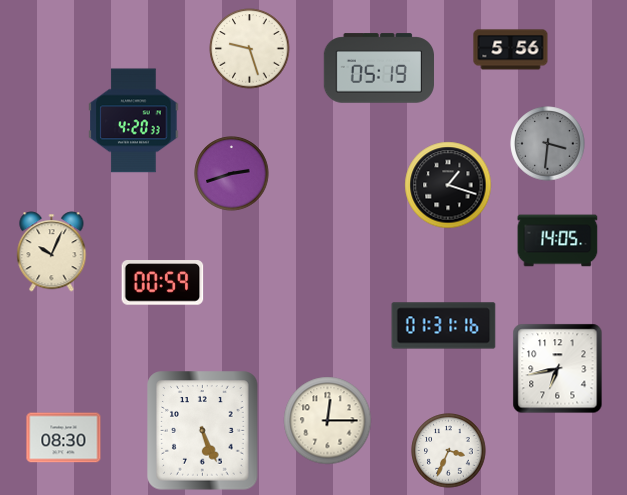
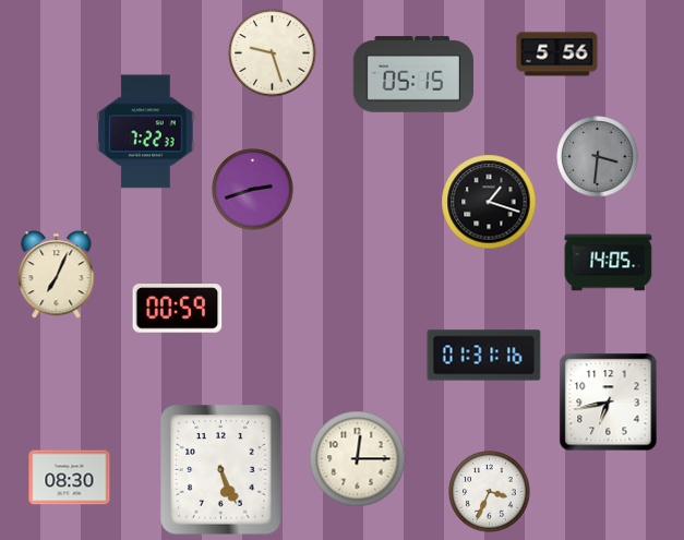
clock at (378, 68): 05:19 -> 05:15
clock at (134, 121): 4:20 -> 7:22
clock at (52, 252): 10:04 -> 7:04
